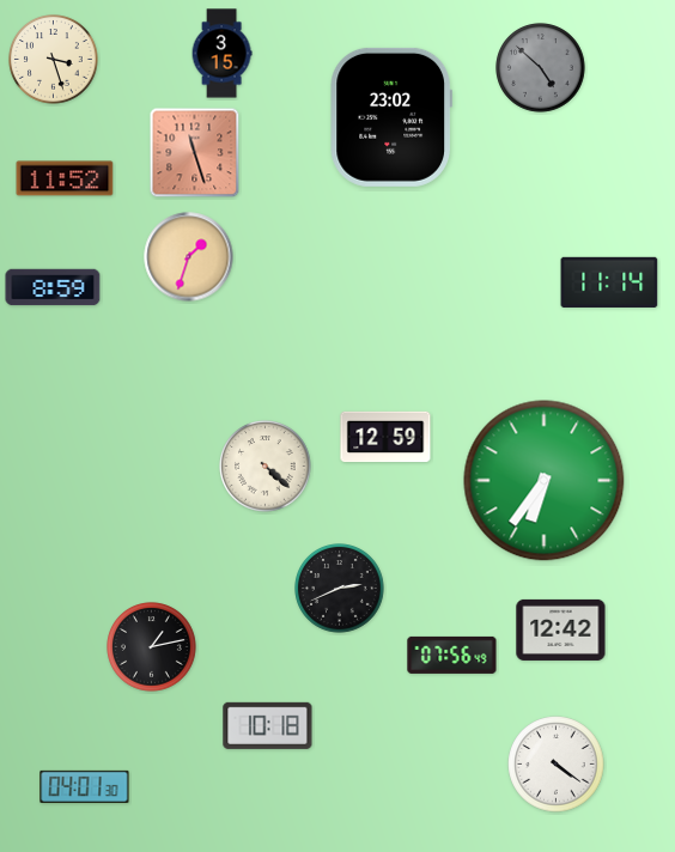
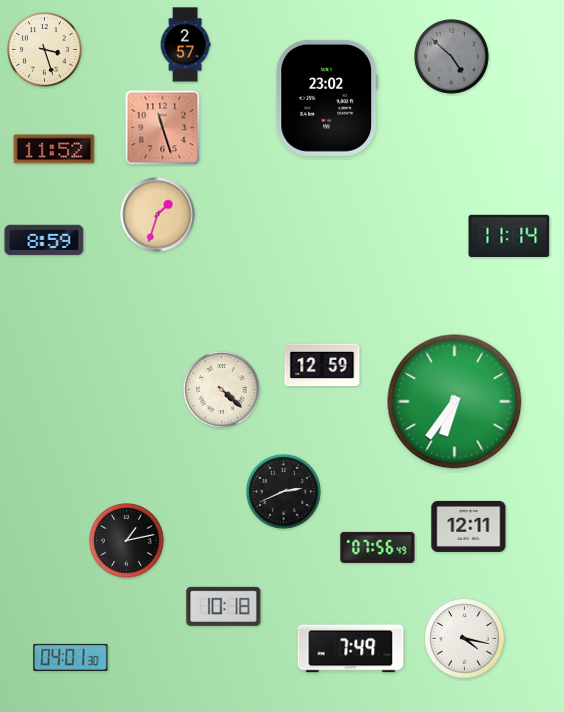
clock at (221, 54): 3:15 -> 2:57
clock at (561, 629): 12:42 -> 12:11
clock at (557, 765): 4:21 -> 4:17
clock at (351, 649): none -> 7:49
